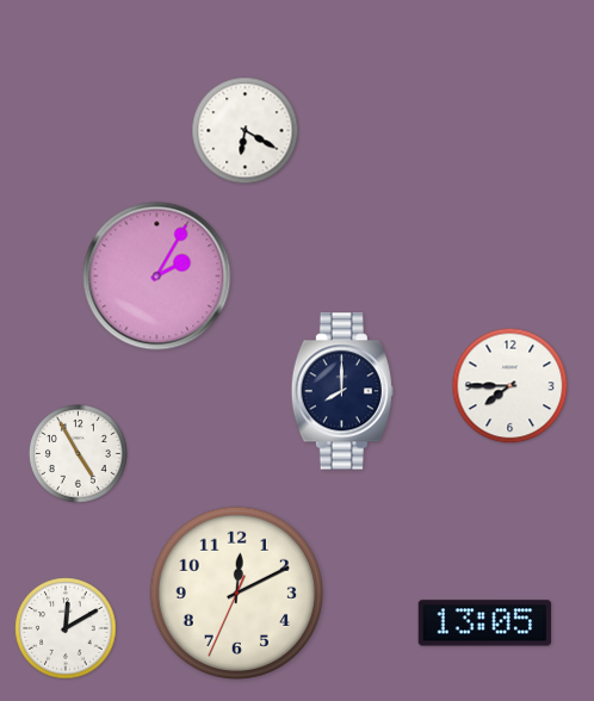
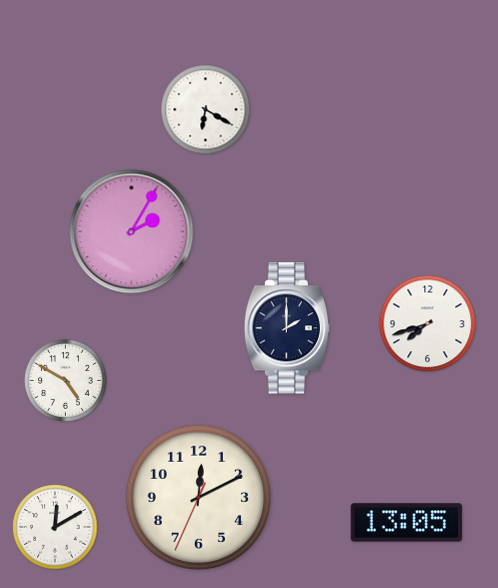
clock at (511, 386): 7:45 -> 7:42
clock at (342, 391): 8:00 -> 2:00
clock at (79, 454): 4:55 -> 4:50
